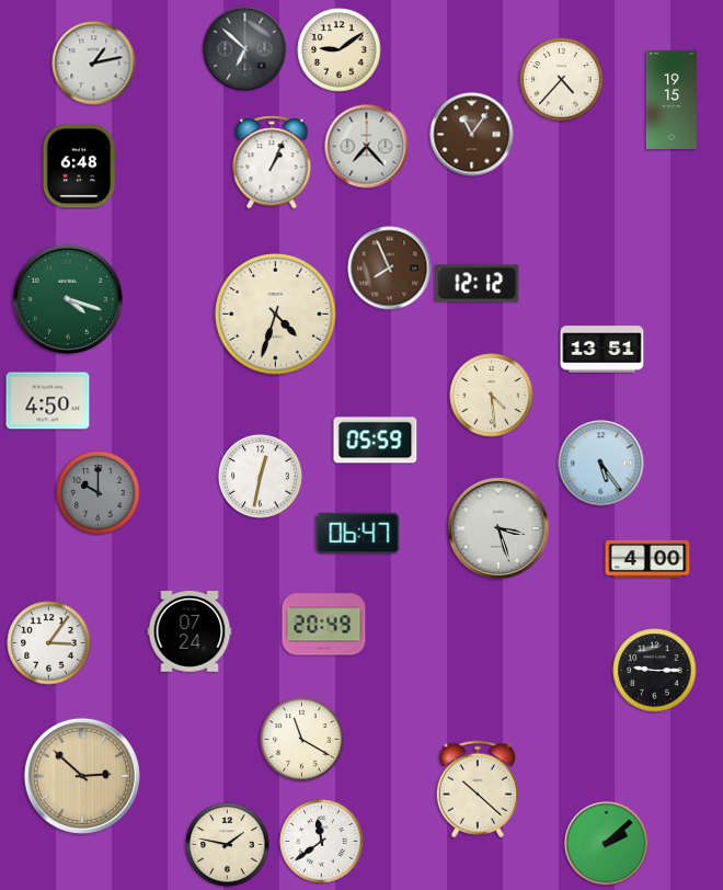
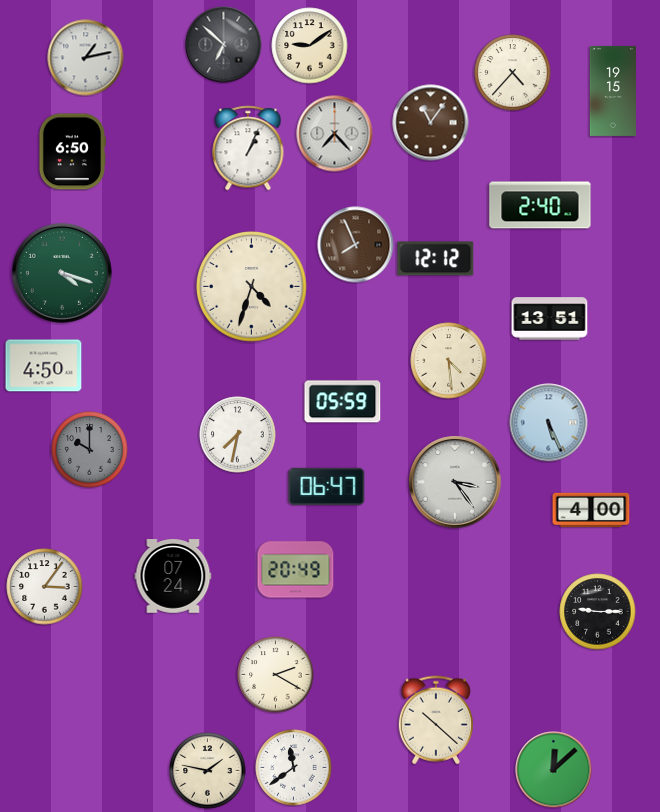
clock at (79, 167): 6:48 -> 6:50
clock at (540, 205): none -> 2:40
clock at (601, 464): 5:24 -> 5:26
clock at (261, 477): 12:32 -> 7:32
clock at (498, 528): 3:27 -> 3:24
clock at (302, 740): 11:20 -> 2:20
clock at (82, 776): 2:52 -> none
clock at (607, 844): 2:08 -> 12:08
